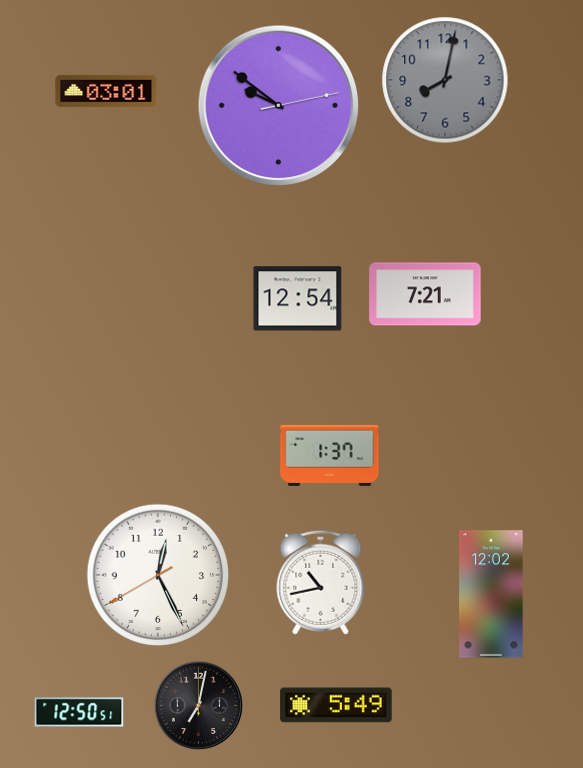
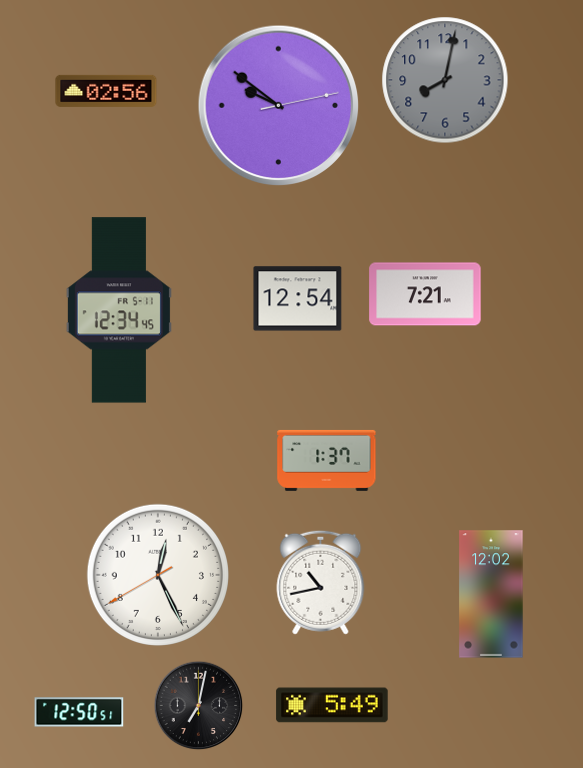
clock at (106, 91): 03:01 -> 02:56
clock at (119, 310): none -> 12:34
clock at (330, 455) position: (330, 455) -> (327, 460)
clock at (336, 705) position: (336, 705) -> (332, 705)
